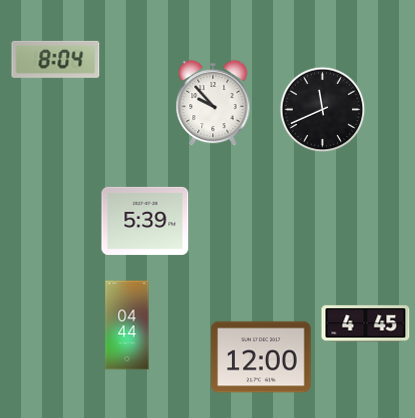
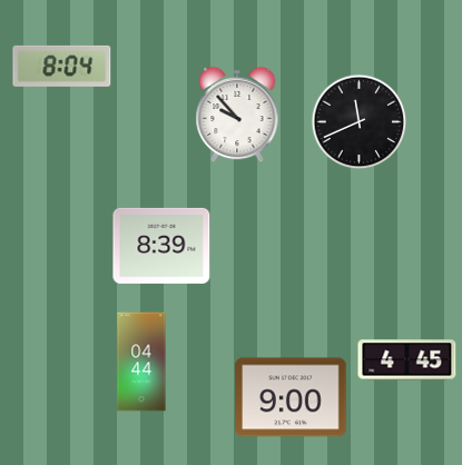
clock at (145, 221): 5:39 -> 8:39
clock at (261, 357): 12:00 -> 9:00
